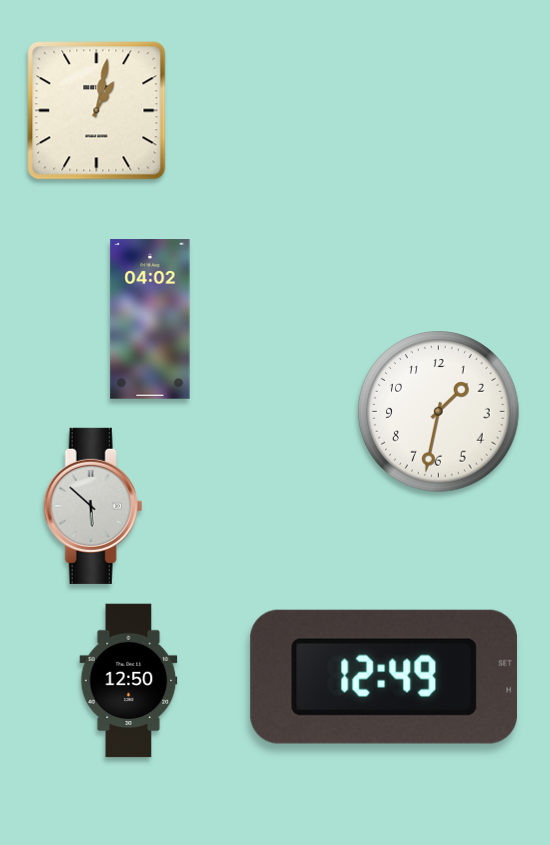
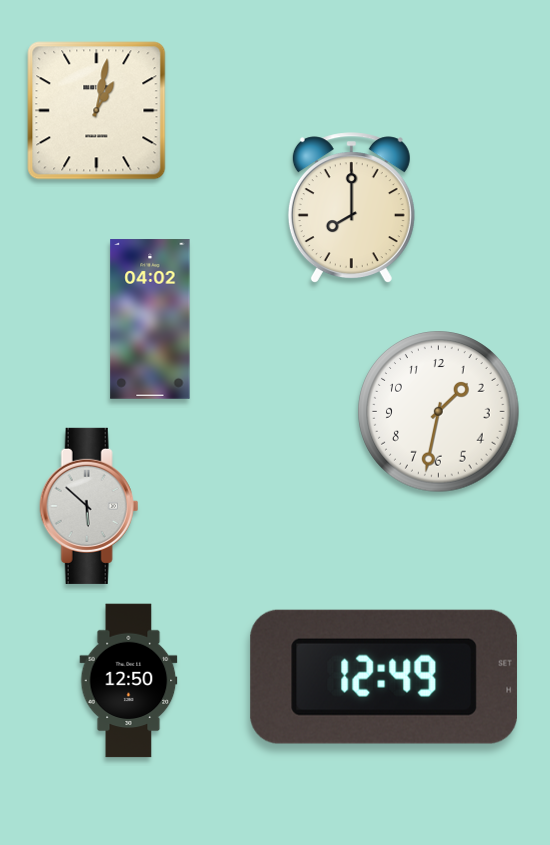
clock at (351, 208): none -> 8:00
clock at (93, 506) position: (93, 506) -> (89, 506)
